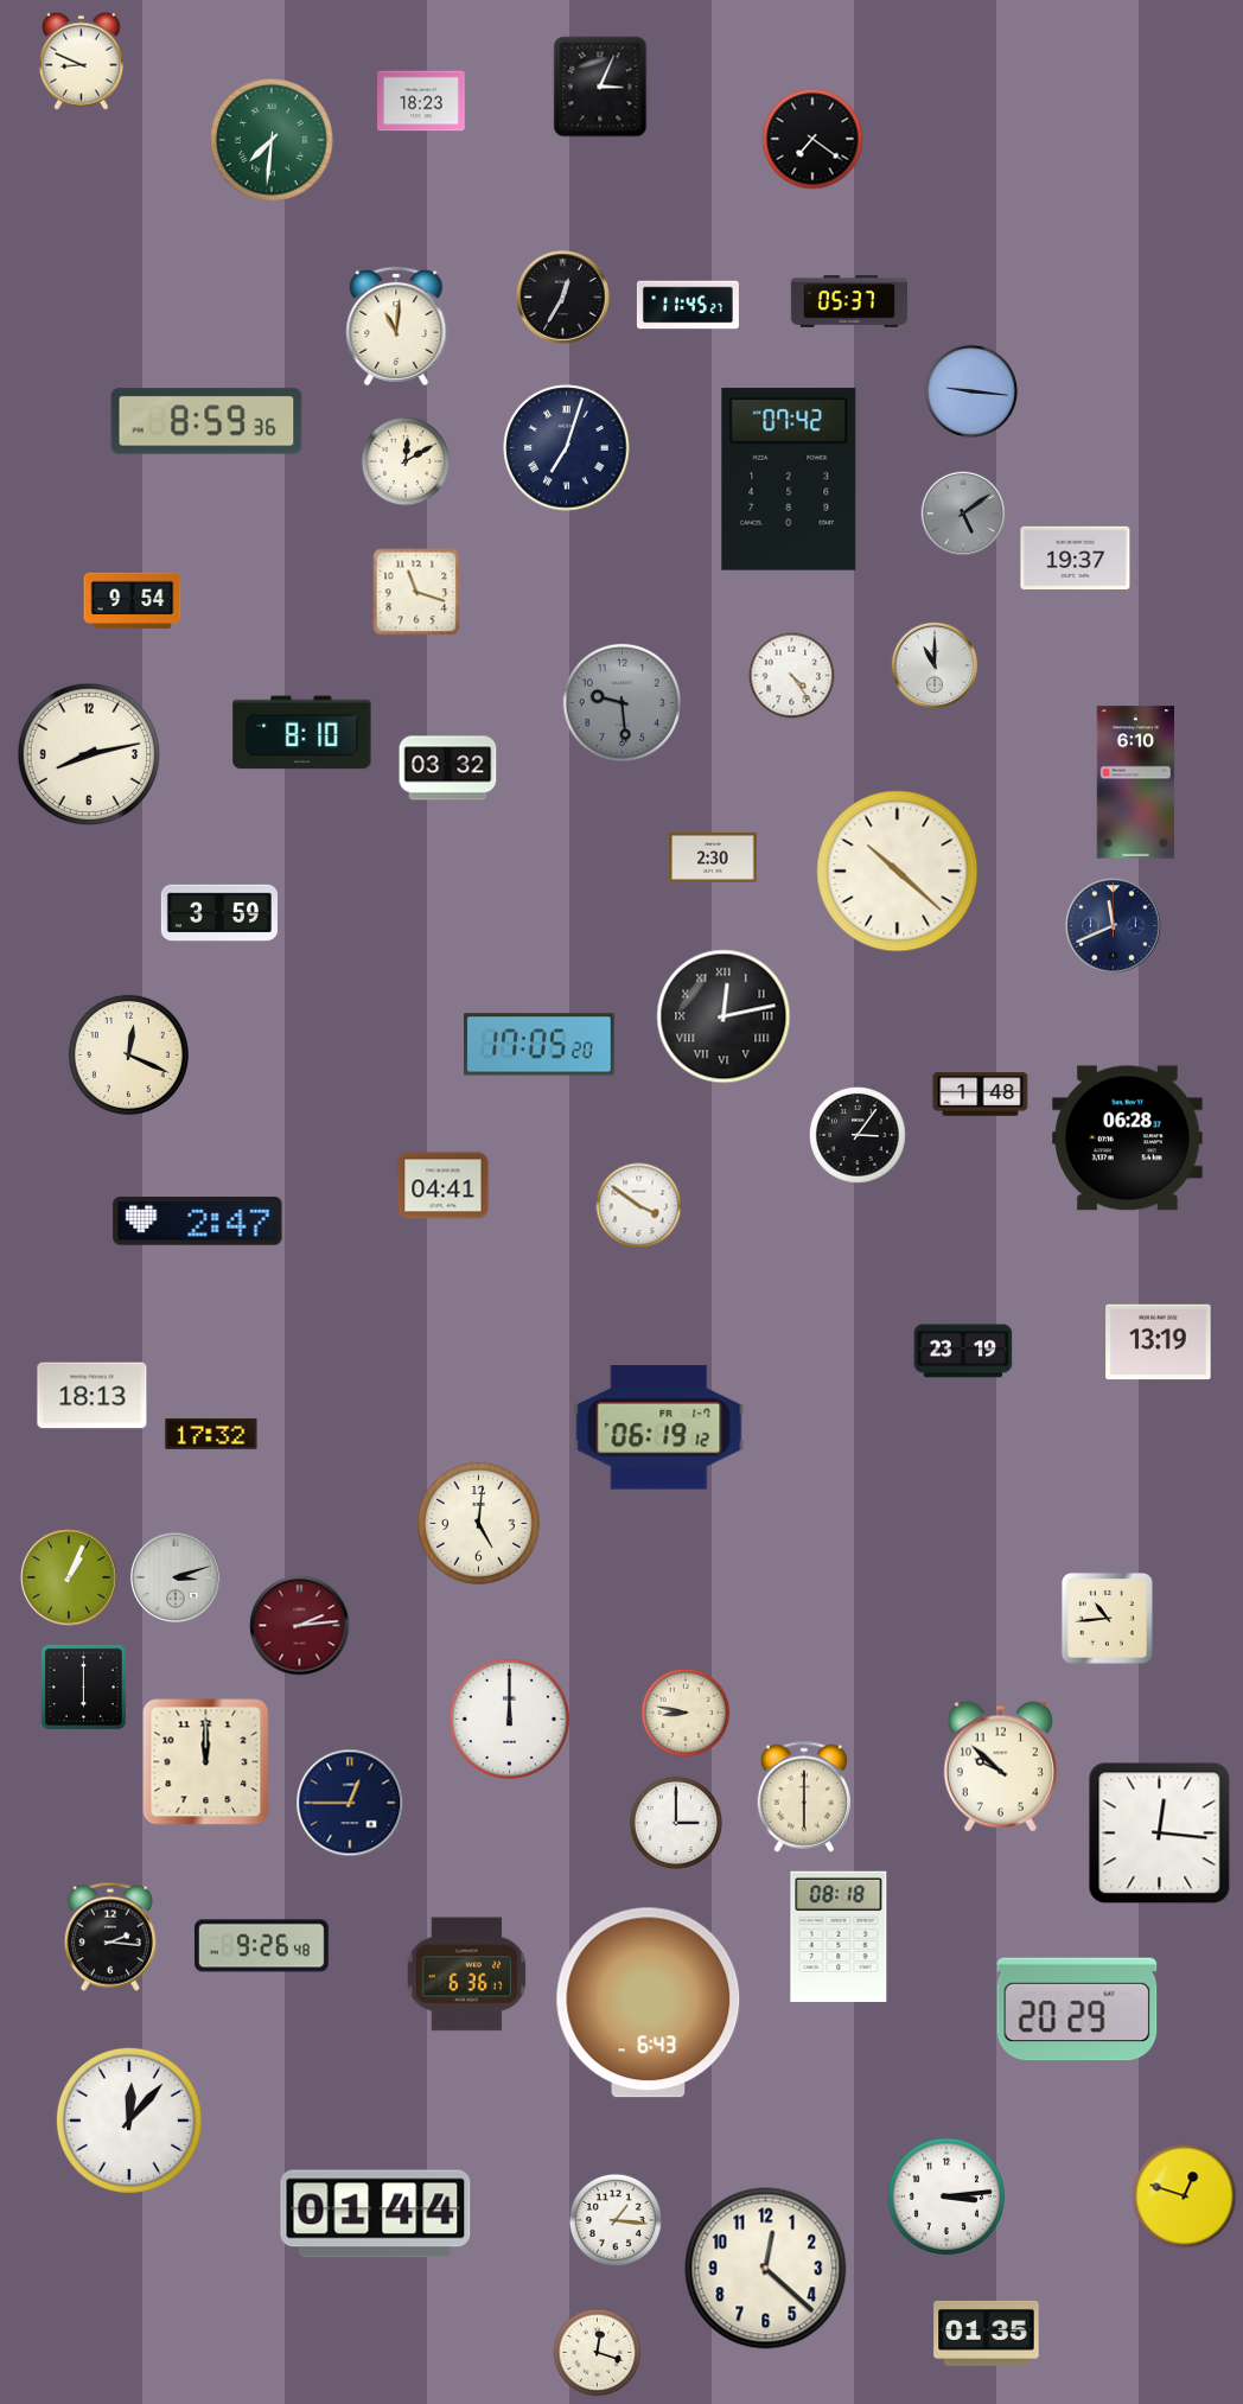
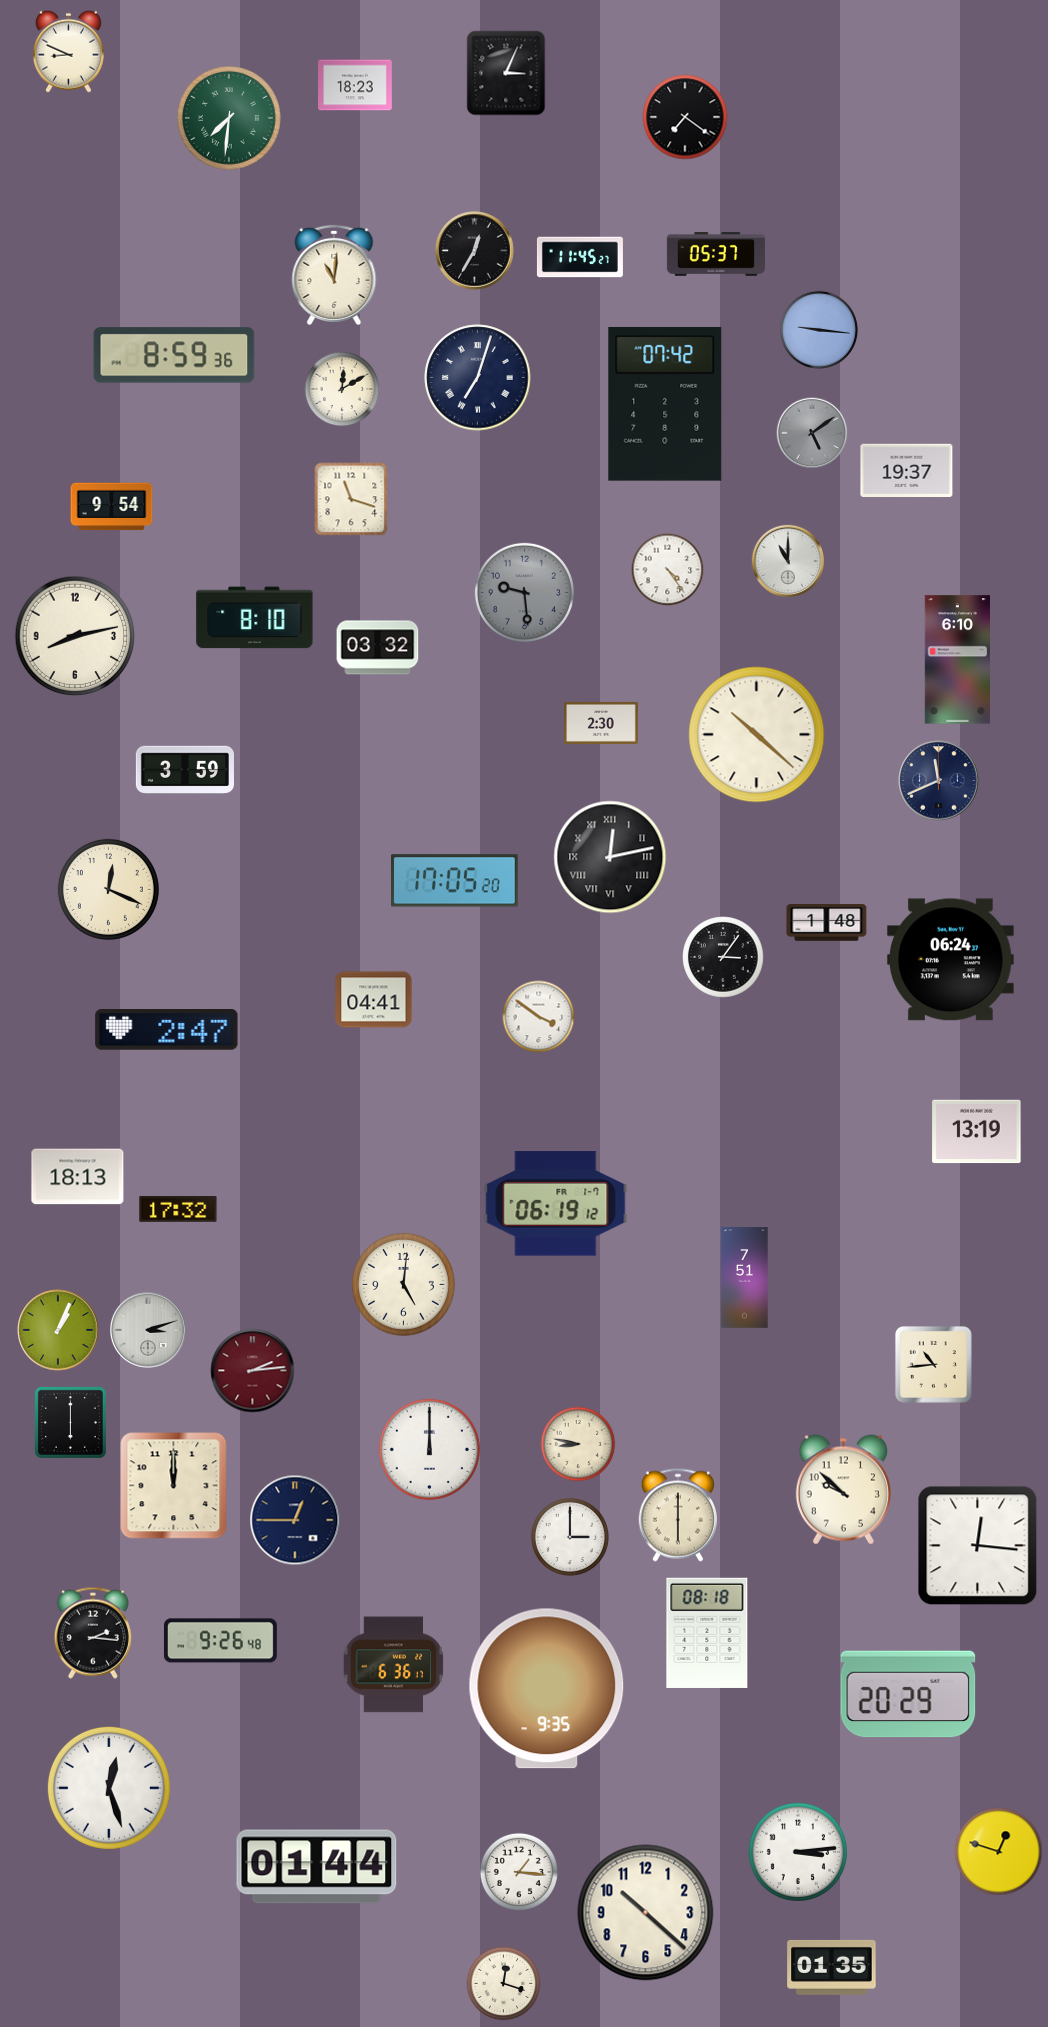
clock at (1127, 1139): 06:28 -> 06:24
clock at (963, 1351): 23:19 -> none
clock at (745, 1278): none -> 7:51
clock at (649, 2003): 6:43 -> 9:35
clock at (129, 2121): 12:07 -> 12:27
clock at (766, 2269): 12:22 -> 10:22
